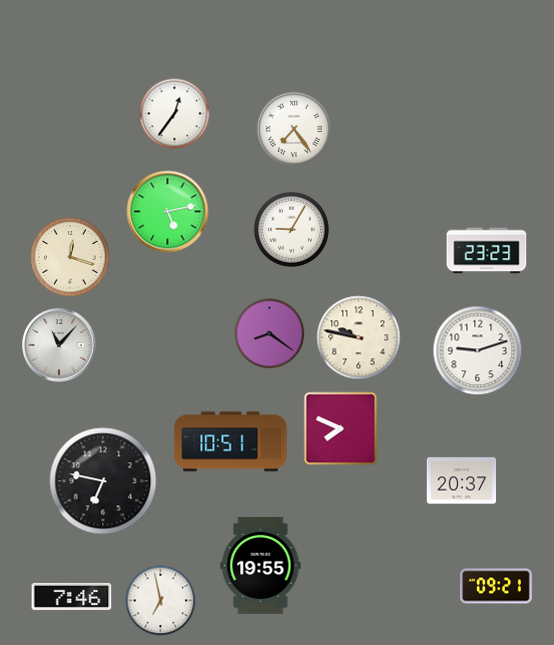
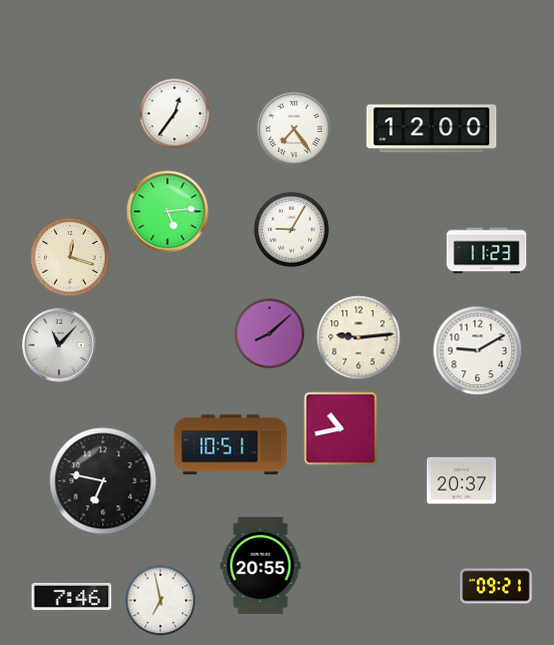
clock at (432, 129): none -> 12:00
clock at (168, 212): 5:13 -> 5:14
clock at (487, 251): 23:23 -> 11:23
clock at (270, 334): 8:21 -> 8:08
clock at (359, 338): 9:47 -> 9:14
clock at (478, 351): 9:12 -> 9:10
clock at (341, 429): 7:49 -> 10:43
clock at (231, 442) position: (231, 442) -> (231, 445)
clock at (261, 565): 19:55 -> 20:55
